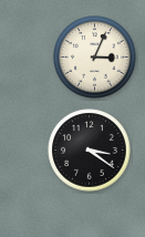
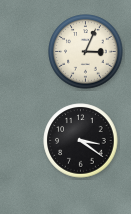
clock at (90, 151) position: (90, 151) -> (81, 141)
